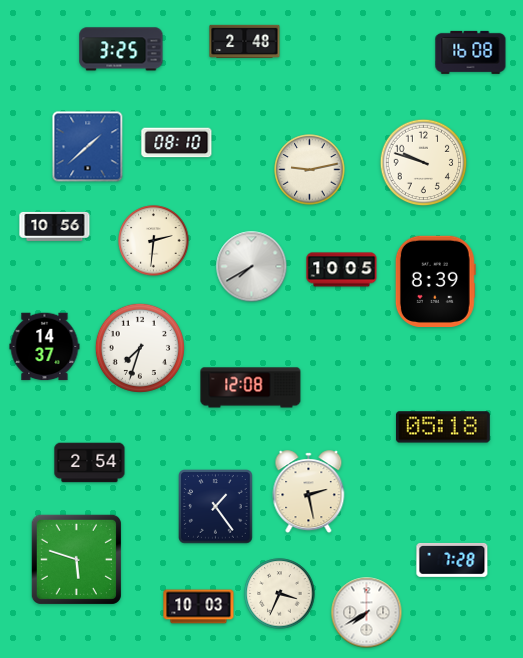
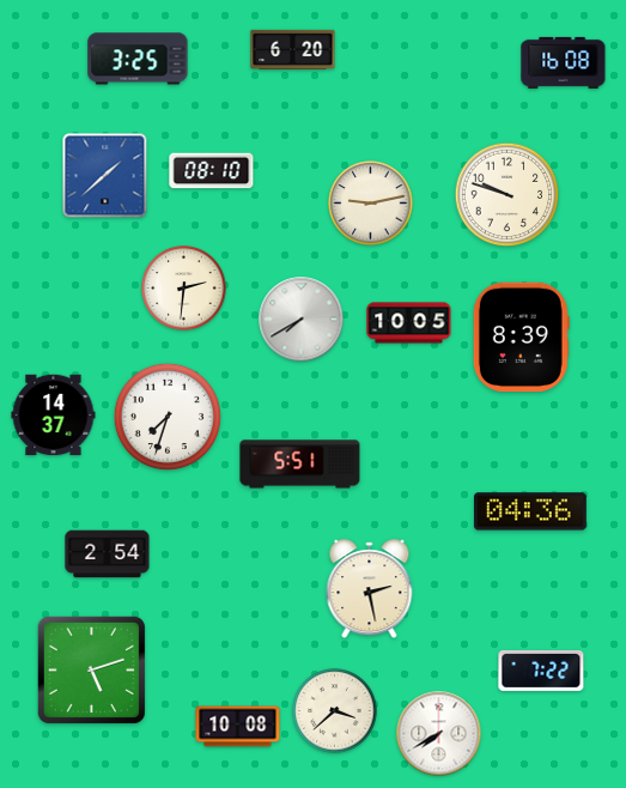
clock at (245, 41): 2:48 -> 6:20
clock at (121, 49) position: (121, 49) -> (138, 59)
clock at (55, 226): 10:56 -> none
clock at (251, 388): 12:08 -> 5:51
clock at (443, 427): 05:18 -> 04:36
clock at (216, 507): 1:24 -> none
clock at (76, 559): 5:48 -> 5:12
clock at (452, 560): 7:28 -> 7:22
clock at (280, 594): 3:34 -> 3:38
clock at (199, 607): 10:03 -> 10:08
